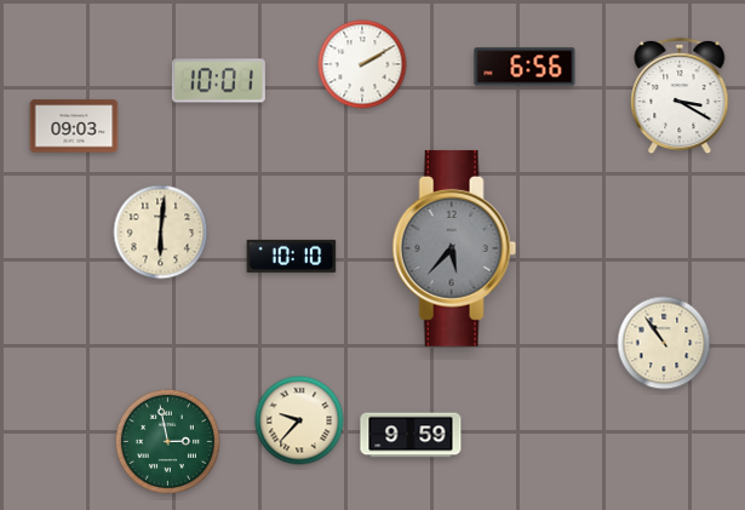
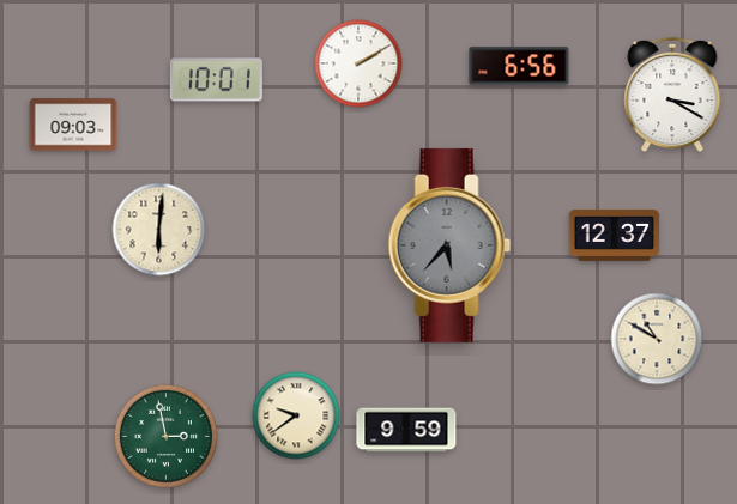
clock at (615, 235): none -> 12:37
clock at (292, 256): 10:10 -> none
clock at (664, 343): 10:54 -> 10:50
clock at (299, 420): 9:37 -> 9:39
